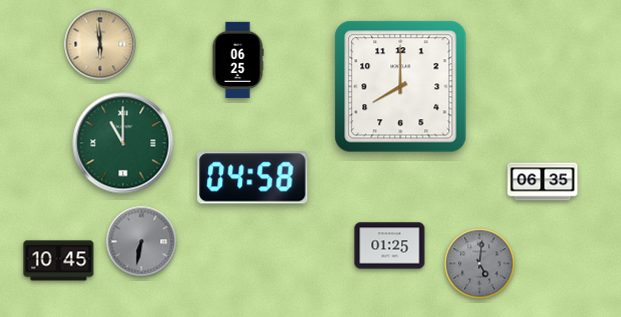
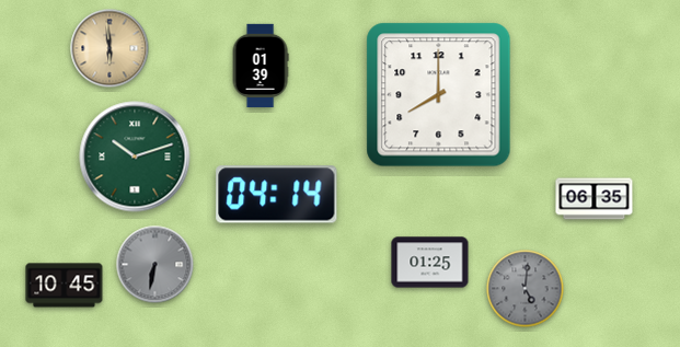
clock at (238, 60): 06:25 -> 01:39
clock at (123, 143): 11:00 -> 10:12
clock at (253, 178): 04:58 -> 04:14
clock at (390, 246) position: (390, 246) -> (430, 263)
